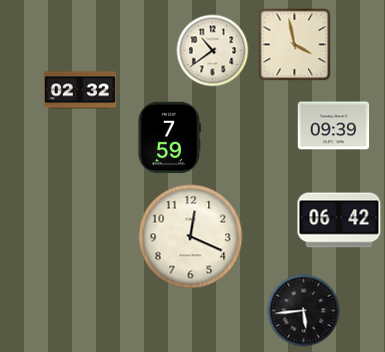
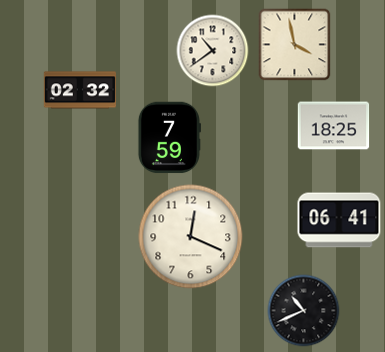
clock at (334, 126): 09:39 -> 18:25
clock at (339, 220): 06:42 -> 06:41
clock at (304, 311): 5:44 -> 10:41
